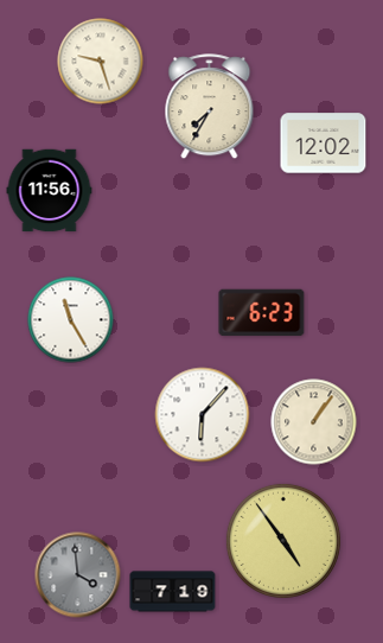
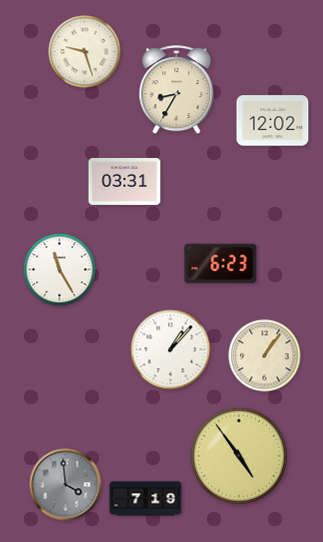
clock at (210, 107): 7:35 -> 8:35
clock at (50, 191): 11:56 -> none
clock at (125, 181): none -> 03:31
clock at (203, 415): 6:07 -> 1:07
